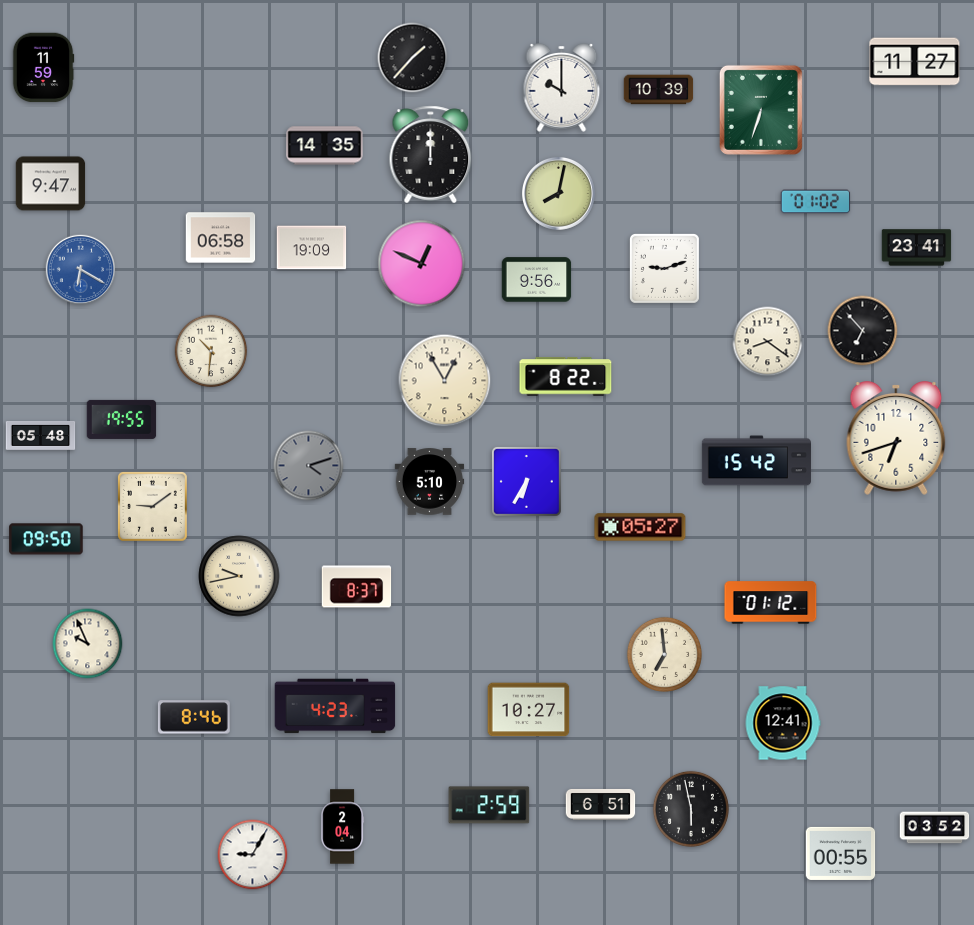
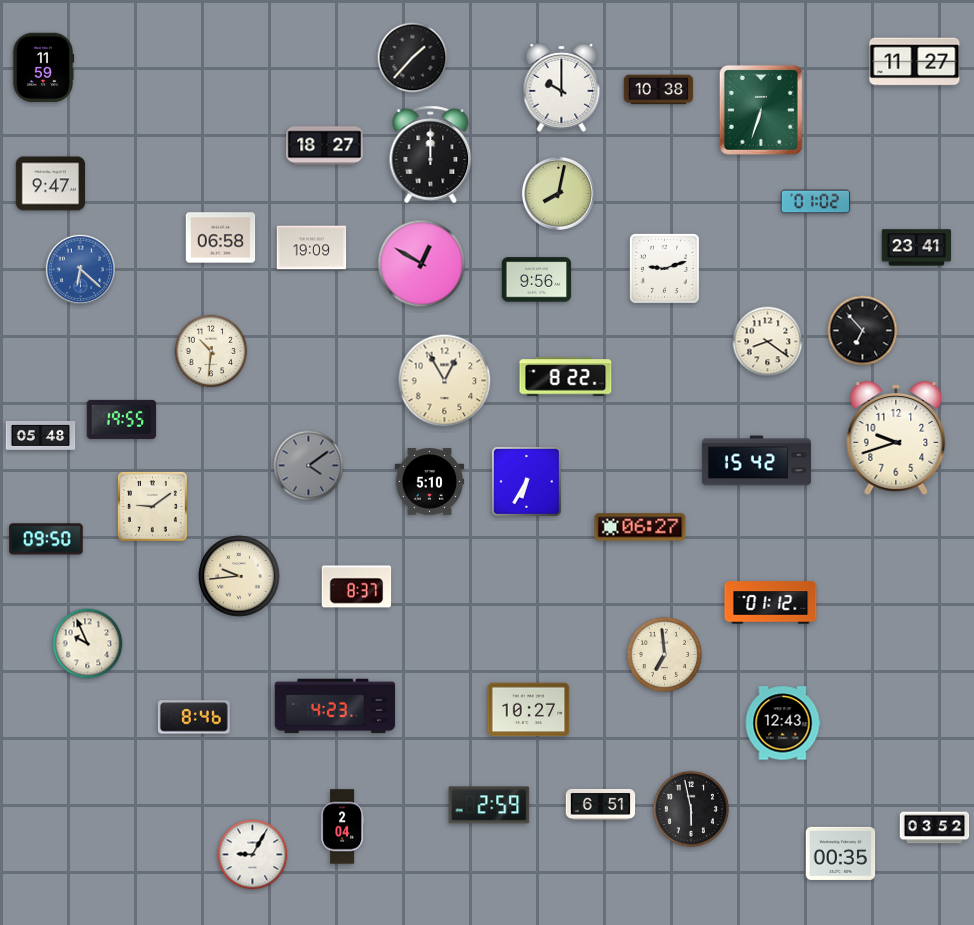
clock at (659, 90): 10:39 -> 10:38
clock at (325, 146): 14:35 -> 18:27
clock at (422, 264): 12:49 -> 12:50
clock at (80, 269): 6:20 -> 6:22
clock at (896, 439): 6:42 -> 9:42
clock at (309, 466): 4:12 -> 4:09
clock at (640, 527): 05:27 -> 06:27
clock at (239, 576): 9:43 -> 9:44
clock at (783, 723): 12:41 -> 12:43
clock at (841, 853): 00:55 -> 00:35
